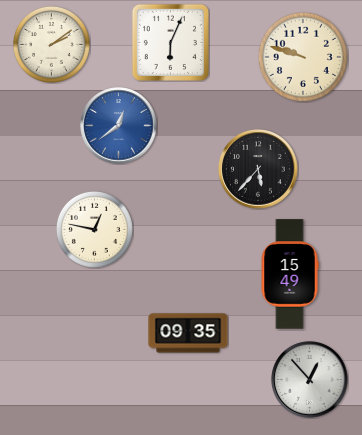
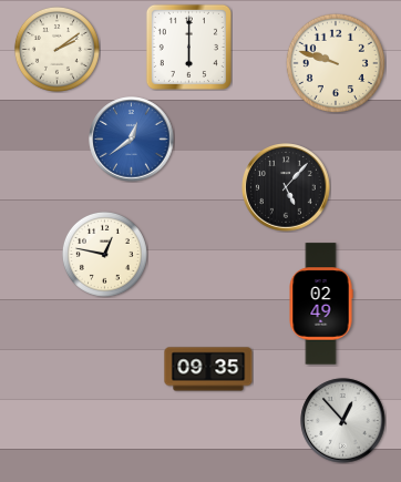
clock at (170, 42): 6:04 -> 6:00
clock at (258, 169): 5:37 -> 5:07
clock at (290, 274): 15:49 -> 02:49
